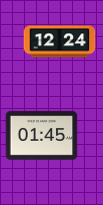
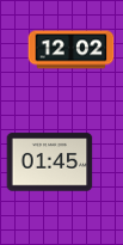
clock at (60, 42): 12:24 -> 12:02
